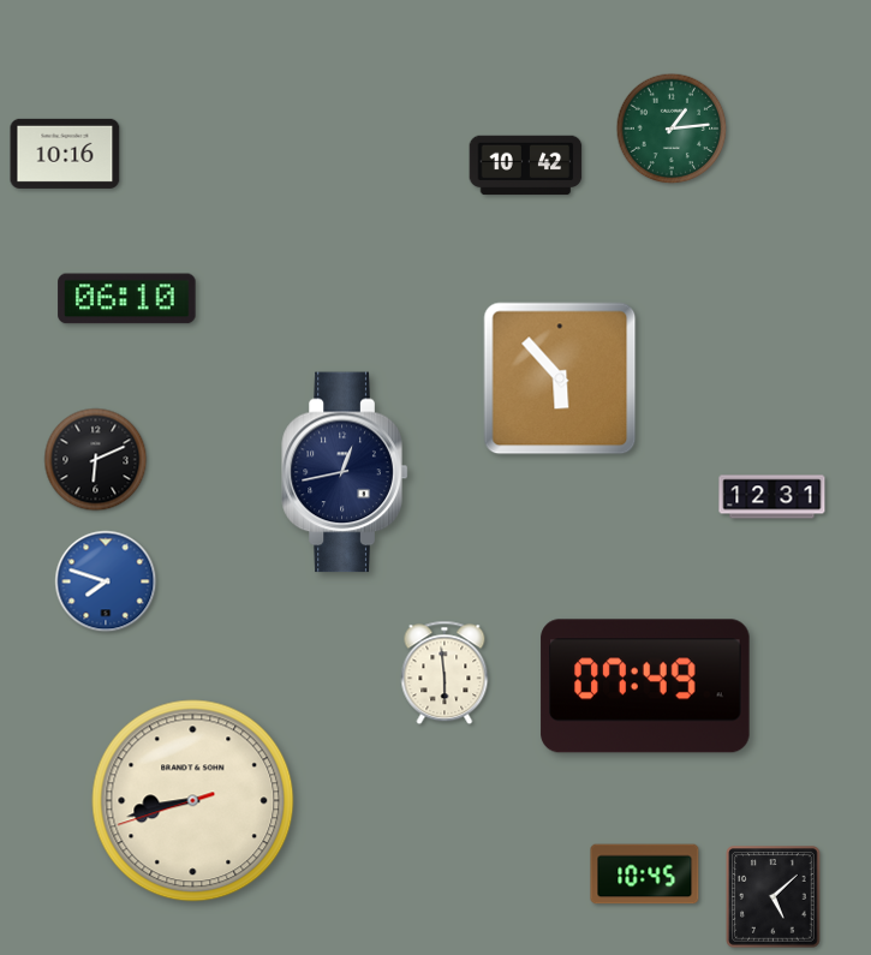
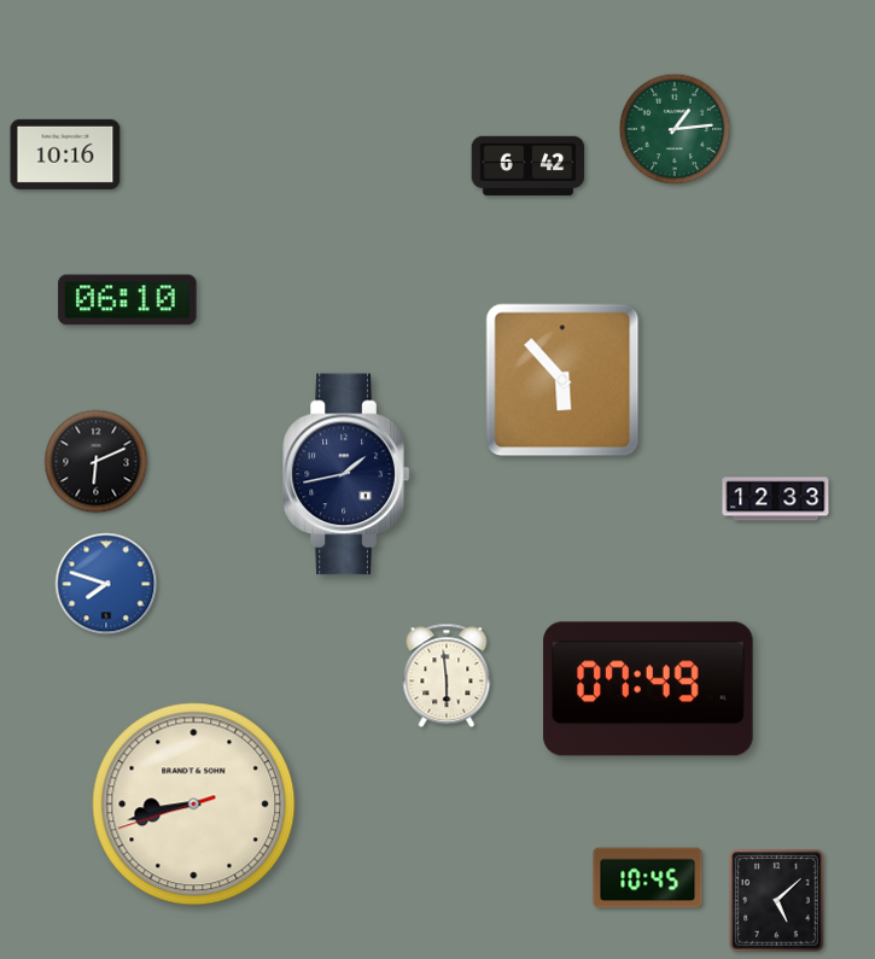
clock at (526, 166): 10:42 -> 6:42
clock at (345, 472): 12:43 -> 1:43
clock at (772, 497): 12:31 -> 12:33
